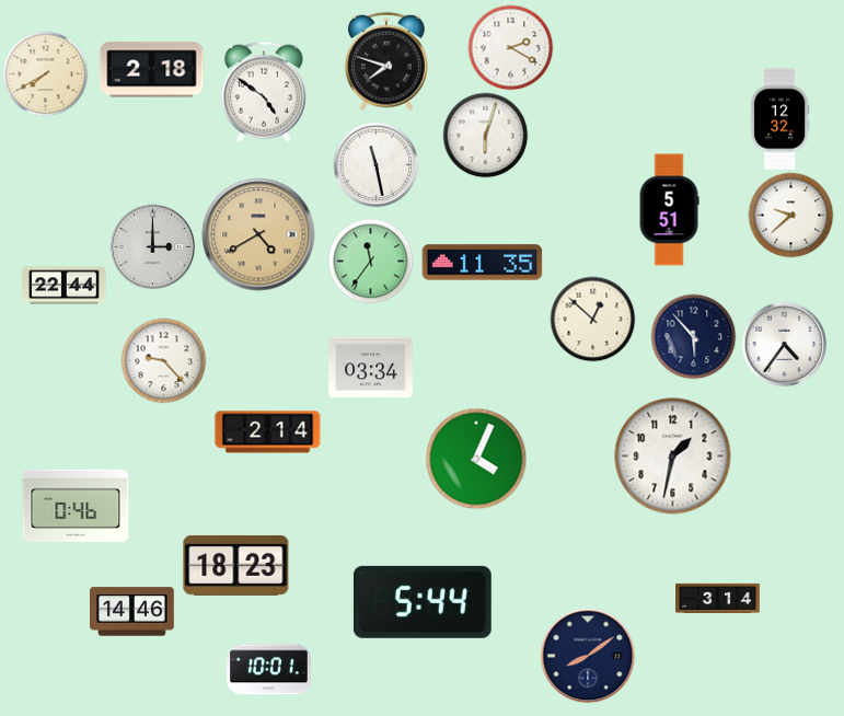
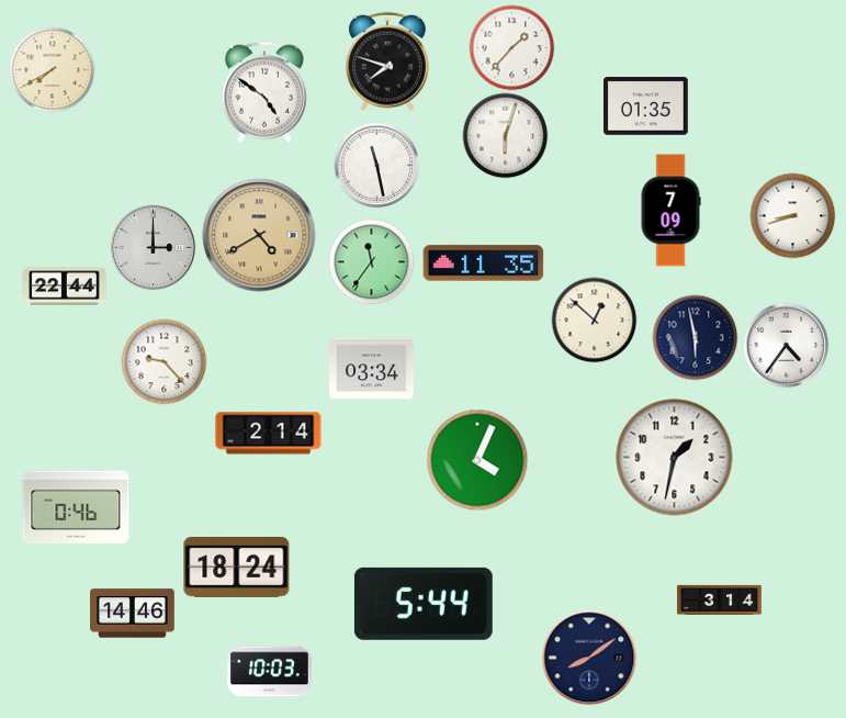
clock at (510, 47): 2:20 -> 1:37
clock at (152, 70): 2:18 -> none
clock at (45, 73) position: (45, 73) -> (52, 69)
clock at (646, 106): none -> 01:35
clock at (779, 119): 12:32 -> none
clock at (485, 135) position: (485, 135) -> (505, 135)
clock at (669, 210): 5:51 -> 7:09
clock at (790, 215): 9:38 -> 8:42
clock at (693, 336): 5:53 -> 5:58
clock at (236, 565): 18:23 -> 18:24
clock at (269, 670): 10:01 -> 10:03
